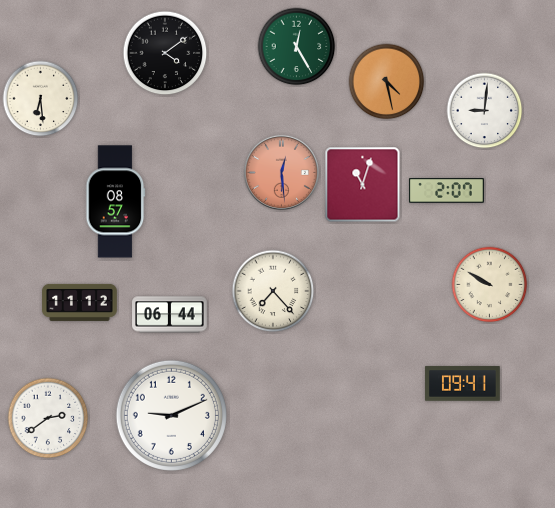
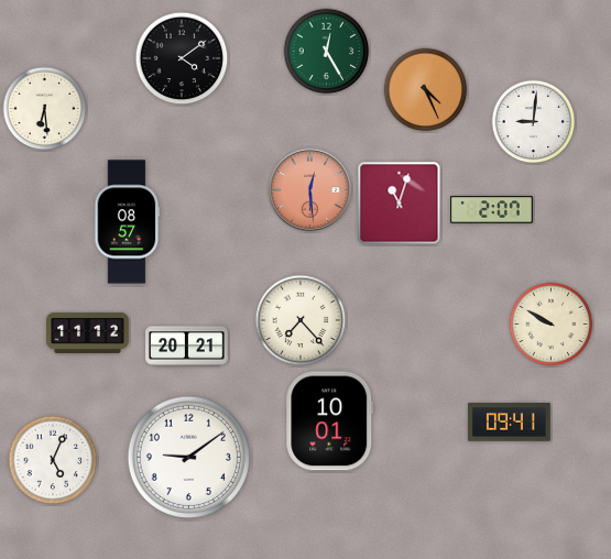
clock at (387, 82): 4:28 -> 4:26
clock at (490, 285) position: (490, 285) -> (552, 325)
clock at (170, 315): 06:44 -> 20:21
clock at (330, 421): none -> 10:01
clock at (171, 415): 9:11 -> 9:09
clock at (48, 418): 2:39 -> 5:04
